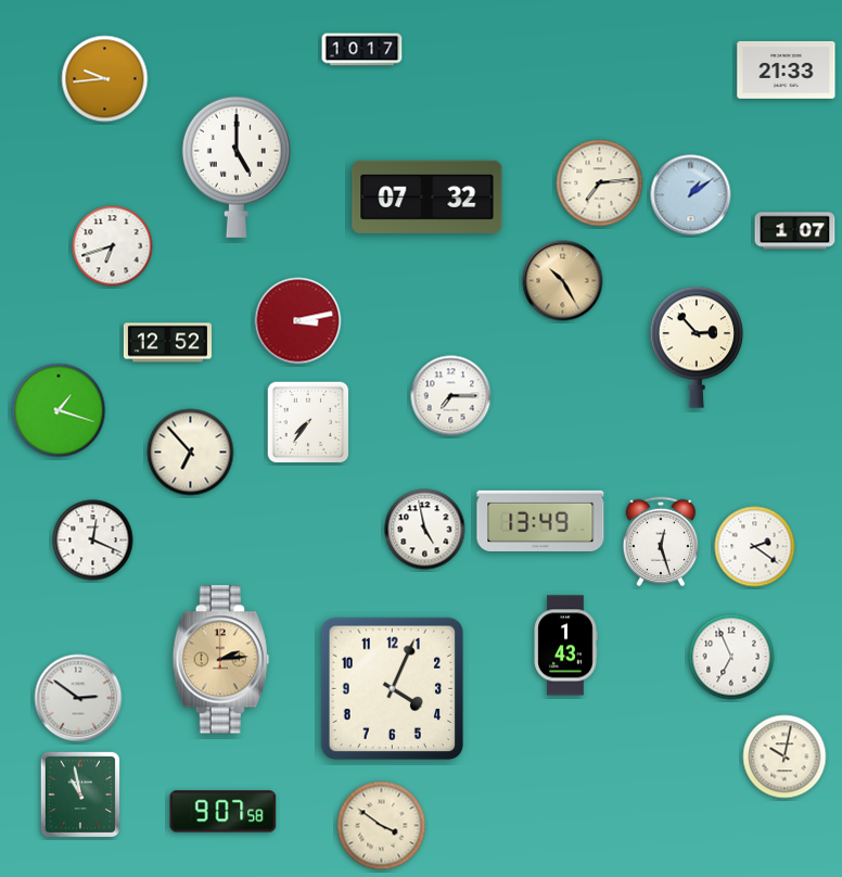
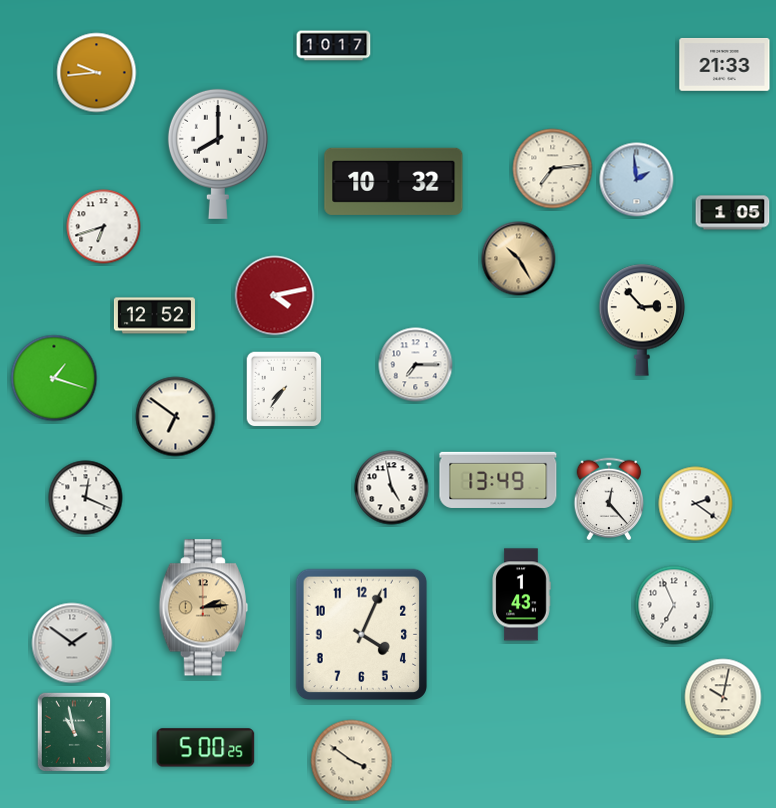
clock at (237, 167): 5:00 -> 8:00
clock at (691, 195): 1:09 -> 1:59
clock at (428, 196): 07:32 -> 10:32
clock at (795, 231): 1:07 -> 1:05
clock at (298, 321): 3:13 -> 4:13
clock at (191, 453): 6:53 -> 6:51
clock at (661, 542): 12:27 -> 12:23
clock at (78, 698): 2:51 -> 1:51
clock at (224, 812): 9:07 -> 5:00
